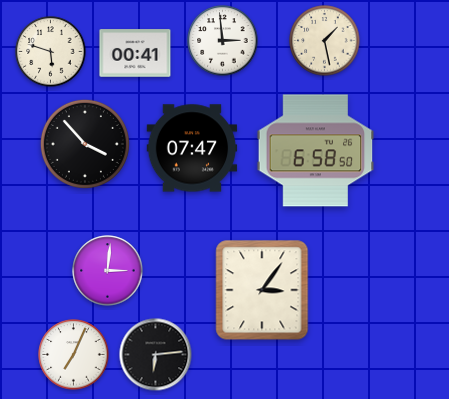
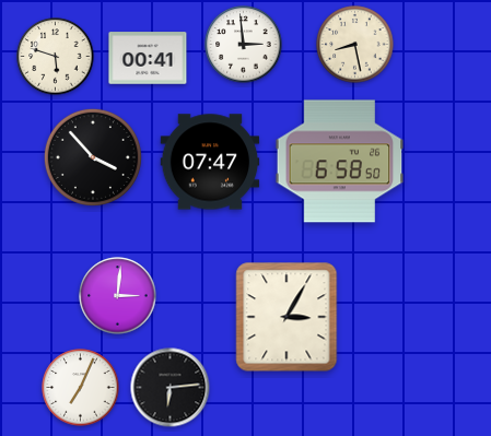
clock at (325, 41): 1:28 -> 8:28
clock at (316, 151) position: (316, 151) -> (340, 162)
clock at (262, 290): 3:06 -> 3:05
